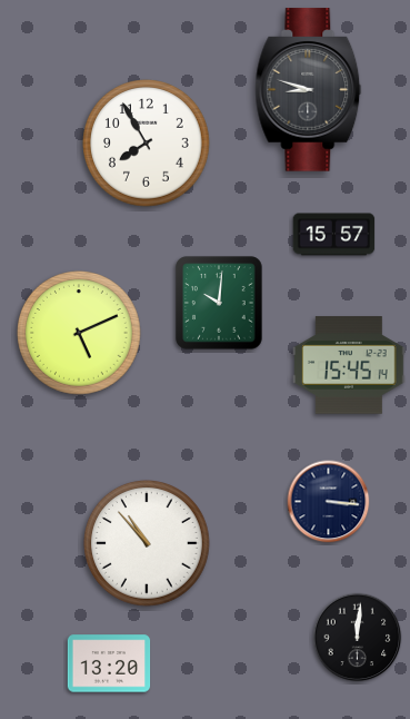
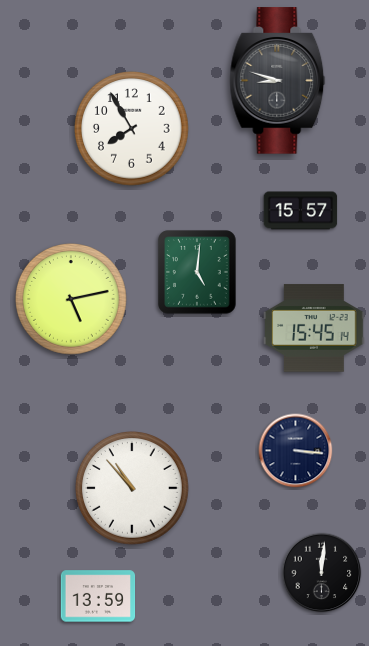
clock at (219, 303): 10:01 -> 5:01
clock at (80, 334): 5:11 -> 5:13
clock at (109, 663): 13:20 -> 13:59
